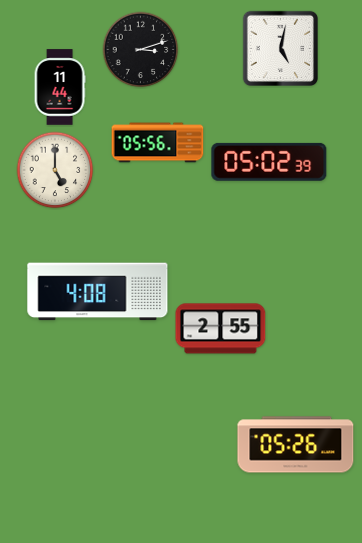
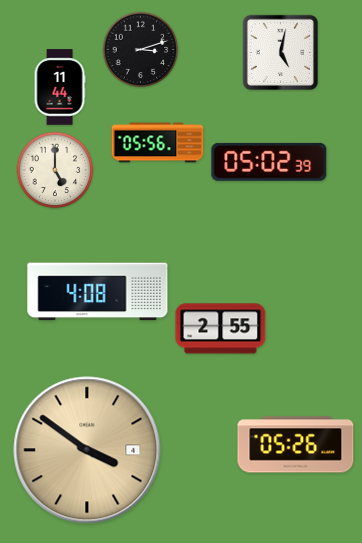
clock at (280, 48) position: (280, 48) -> (280, 52)
clock at (87, 450): none -> 3:51
